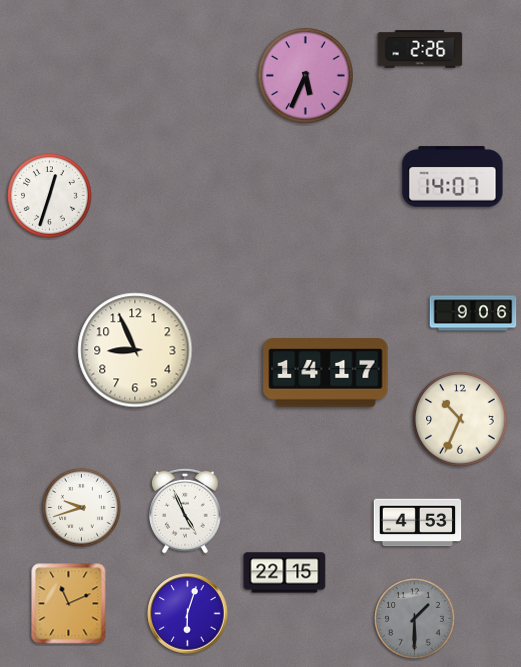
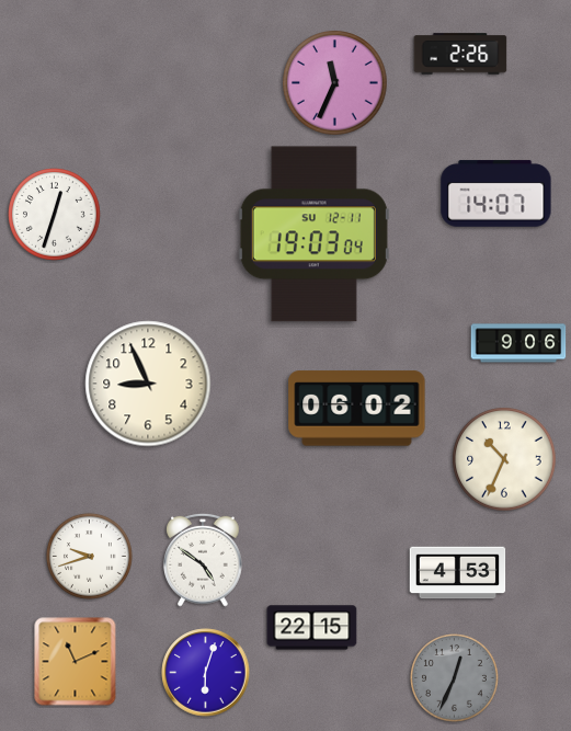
clock at (306, 76): 5:34 -> 11:34
clock at (313, 235): none -> 19:03
clock at (326, 373): 14:17 -> 06:02
clock at (185, 511): 4:56 -> 4:51
clock at (415, 619): 1:30 -> 12:34
